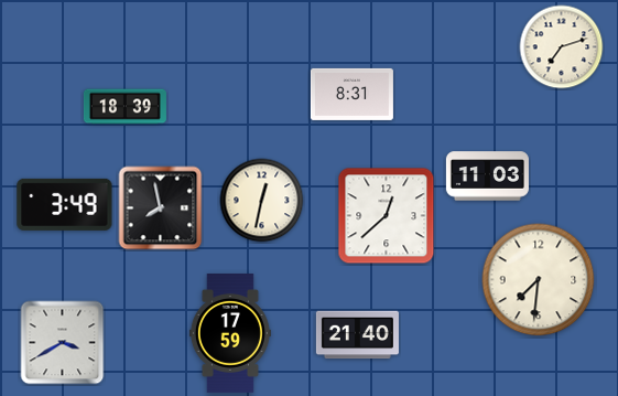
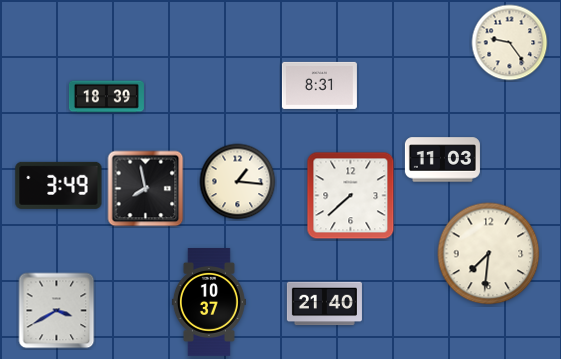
clock at (562, 47): 7:12 -> 9:24
clock at (124, 107) position: (124, 107) -> (106, 97)
clock at (262, 201): 12:32 -> 1:16
clock at (387, 216): 12:38 -> 7:38
clock at (230, 334): 17:59 -> 10:37
